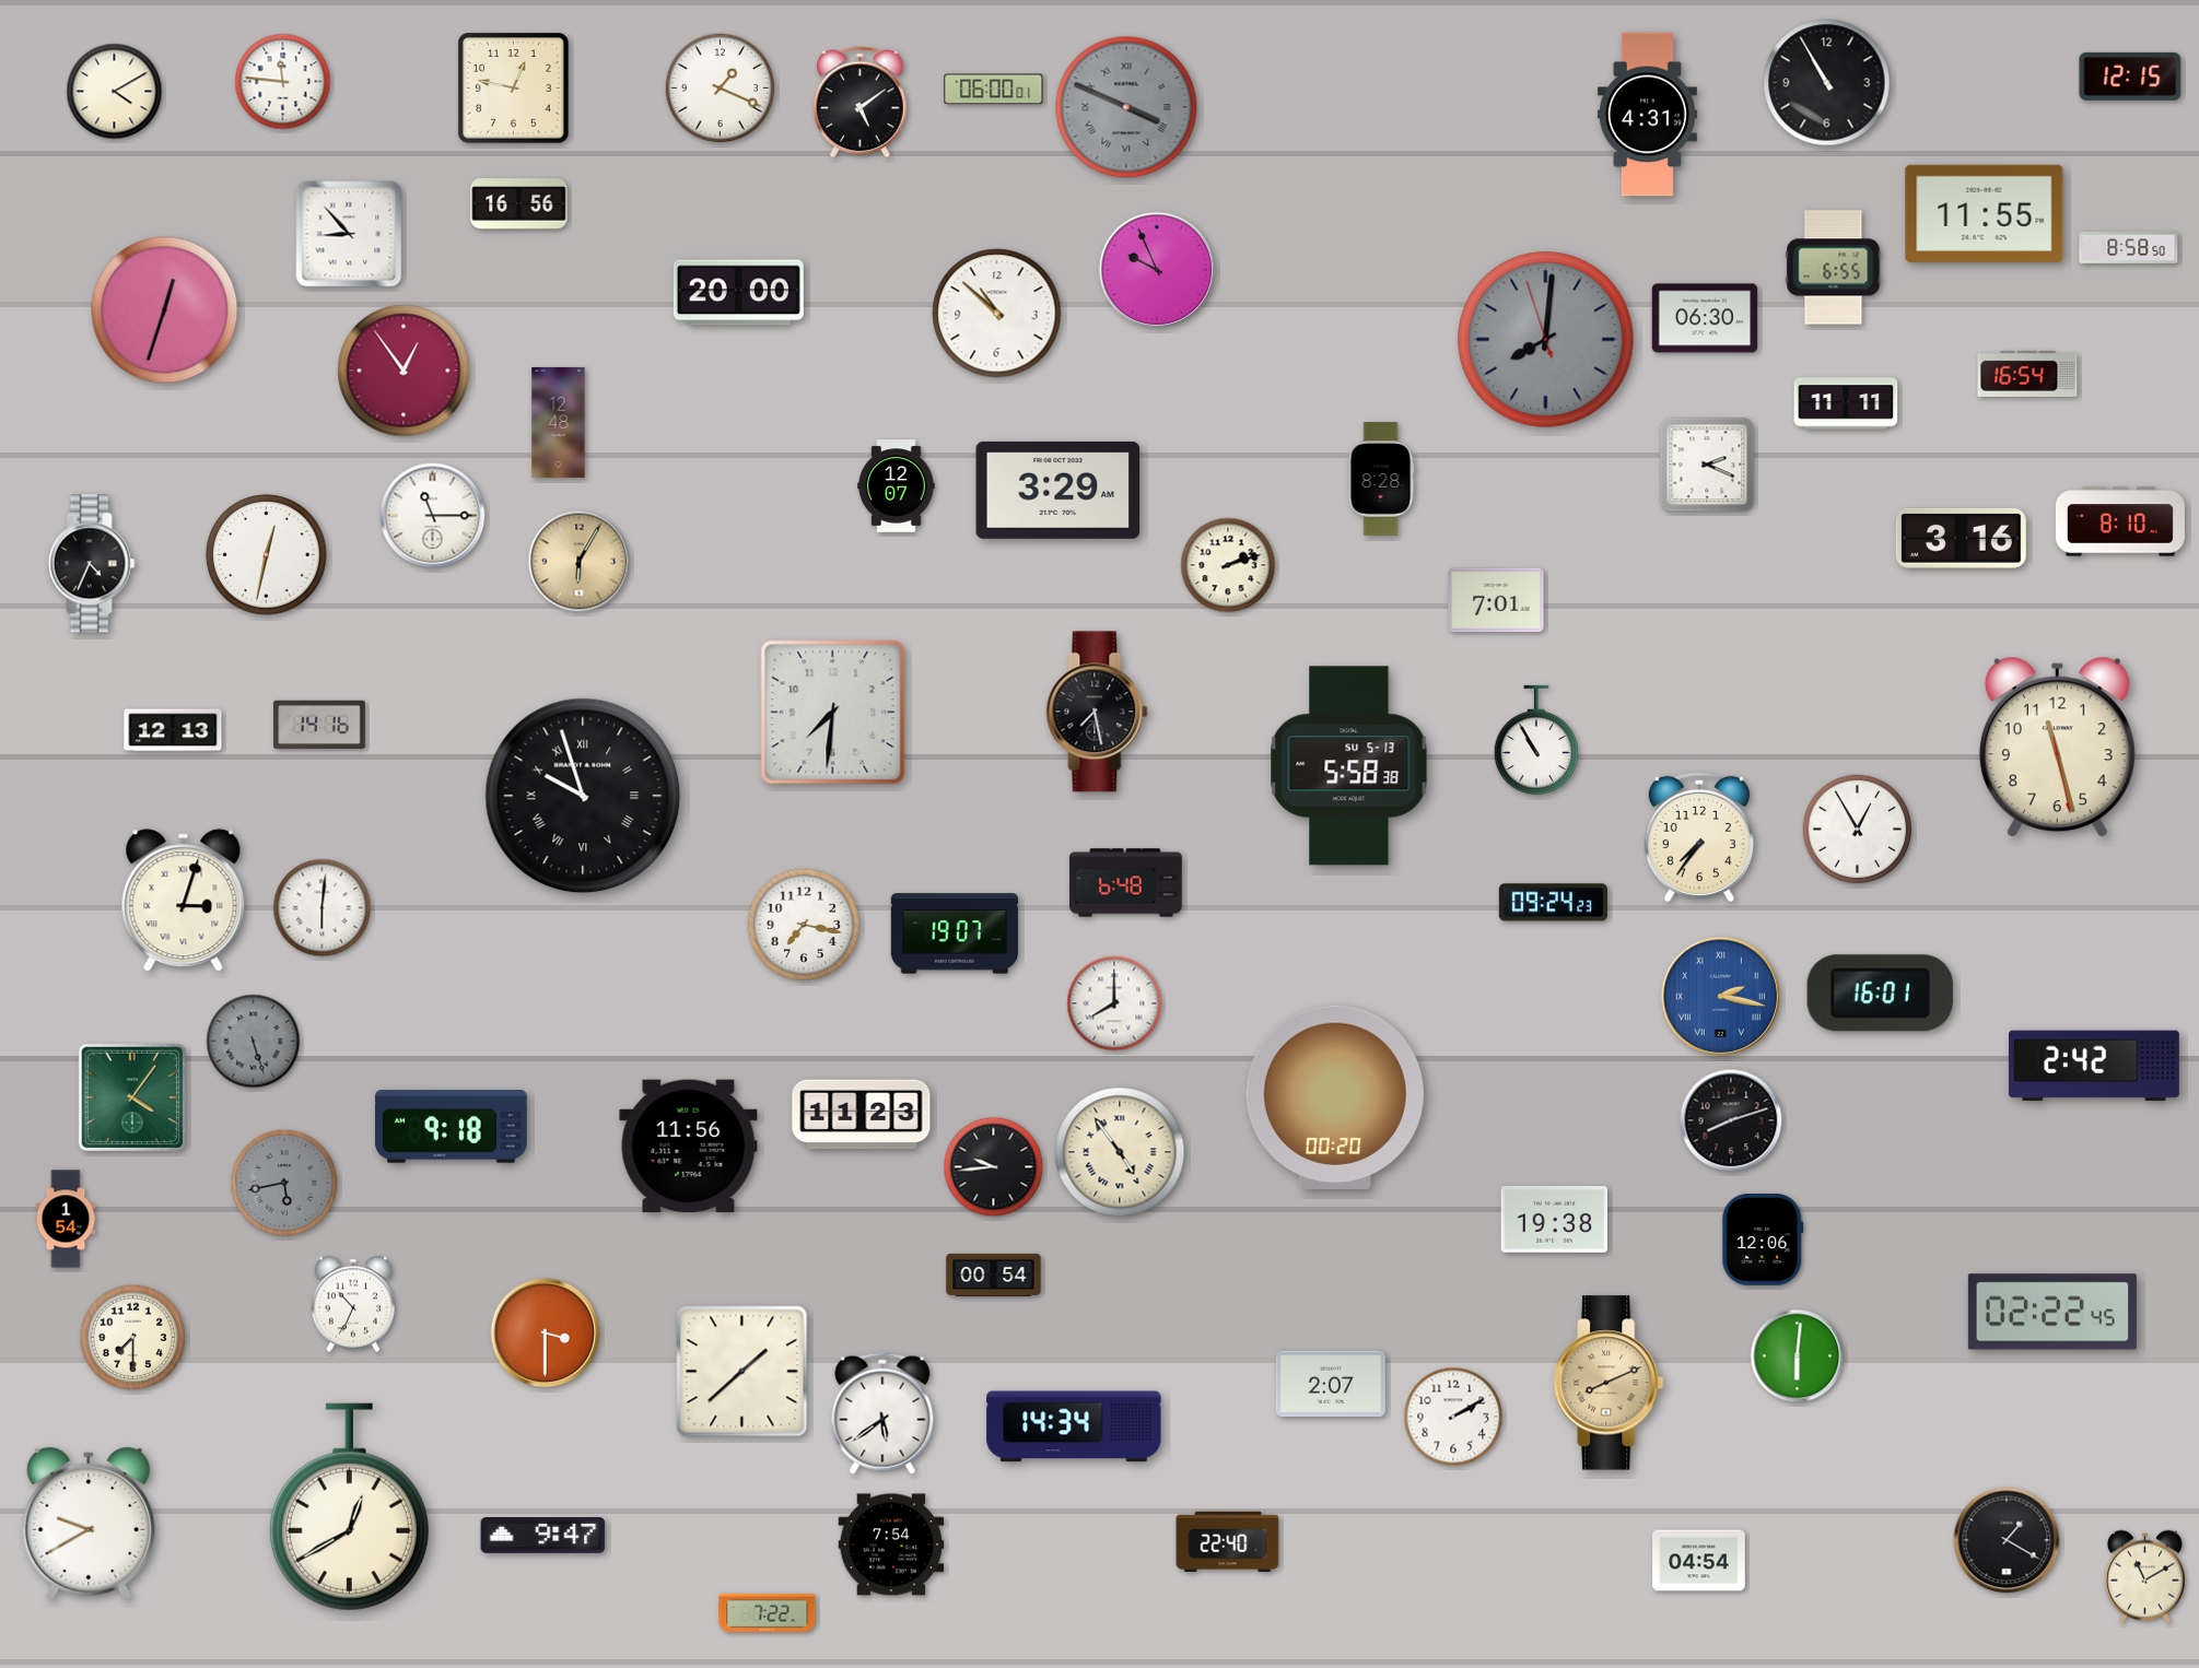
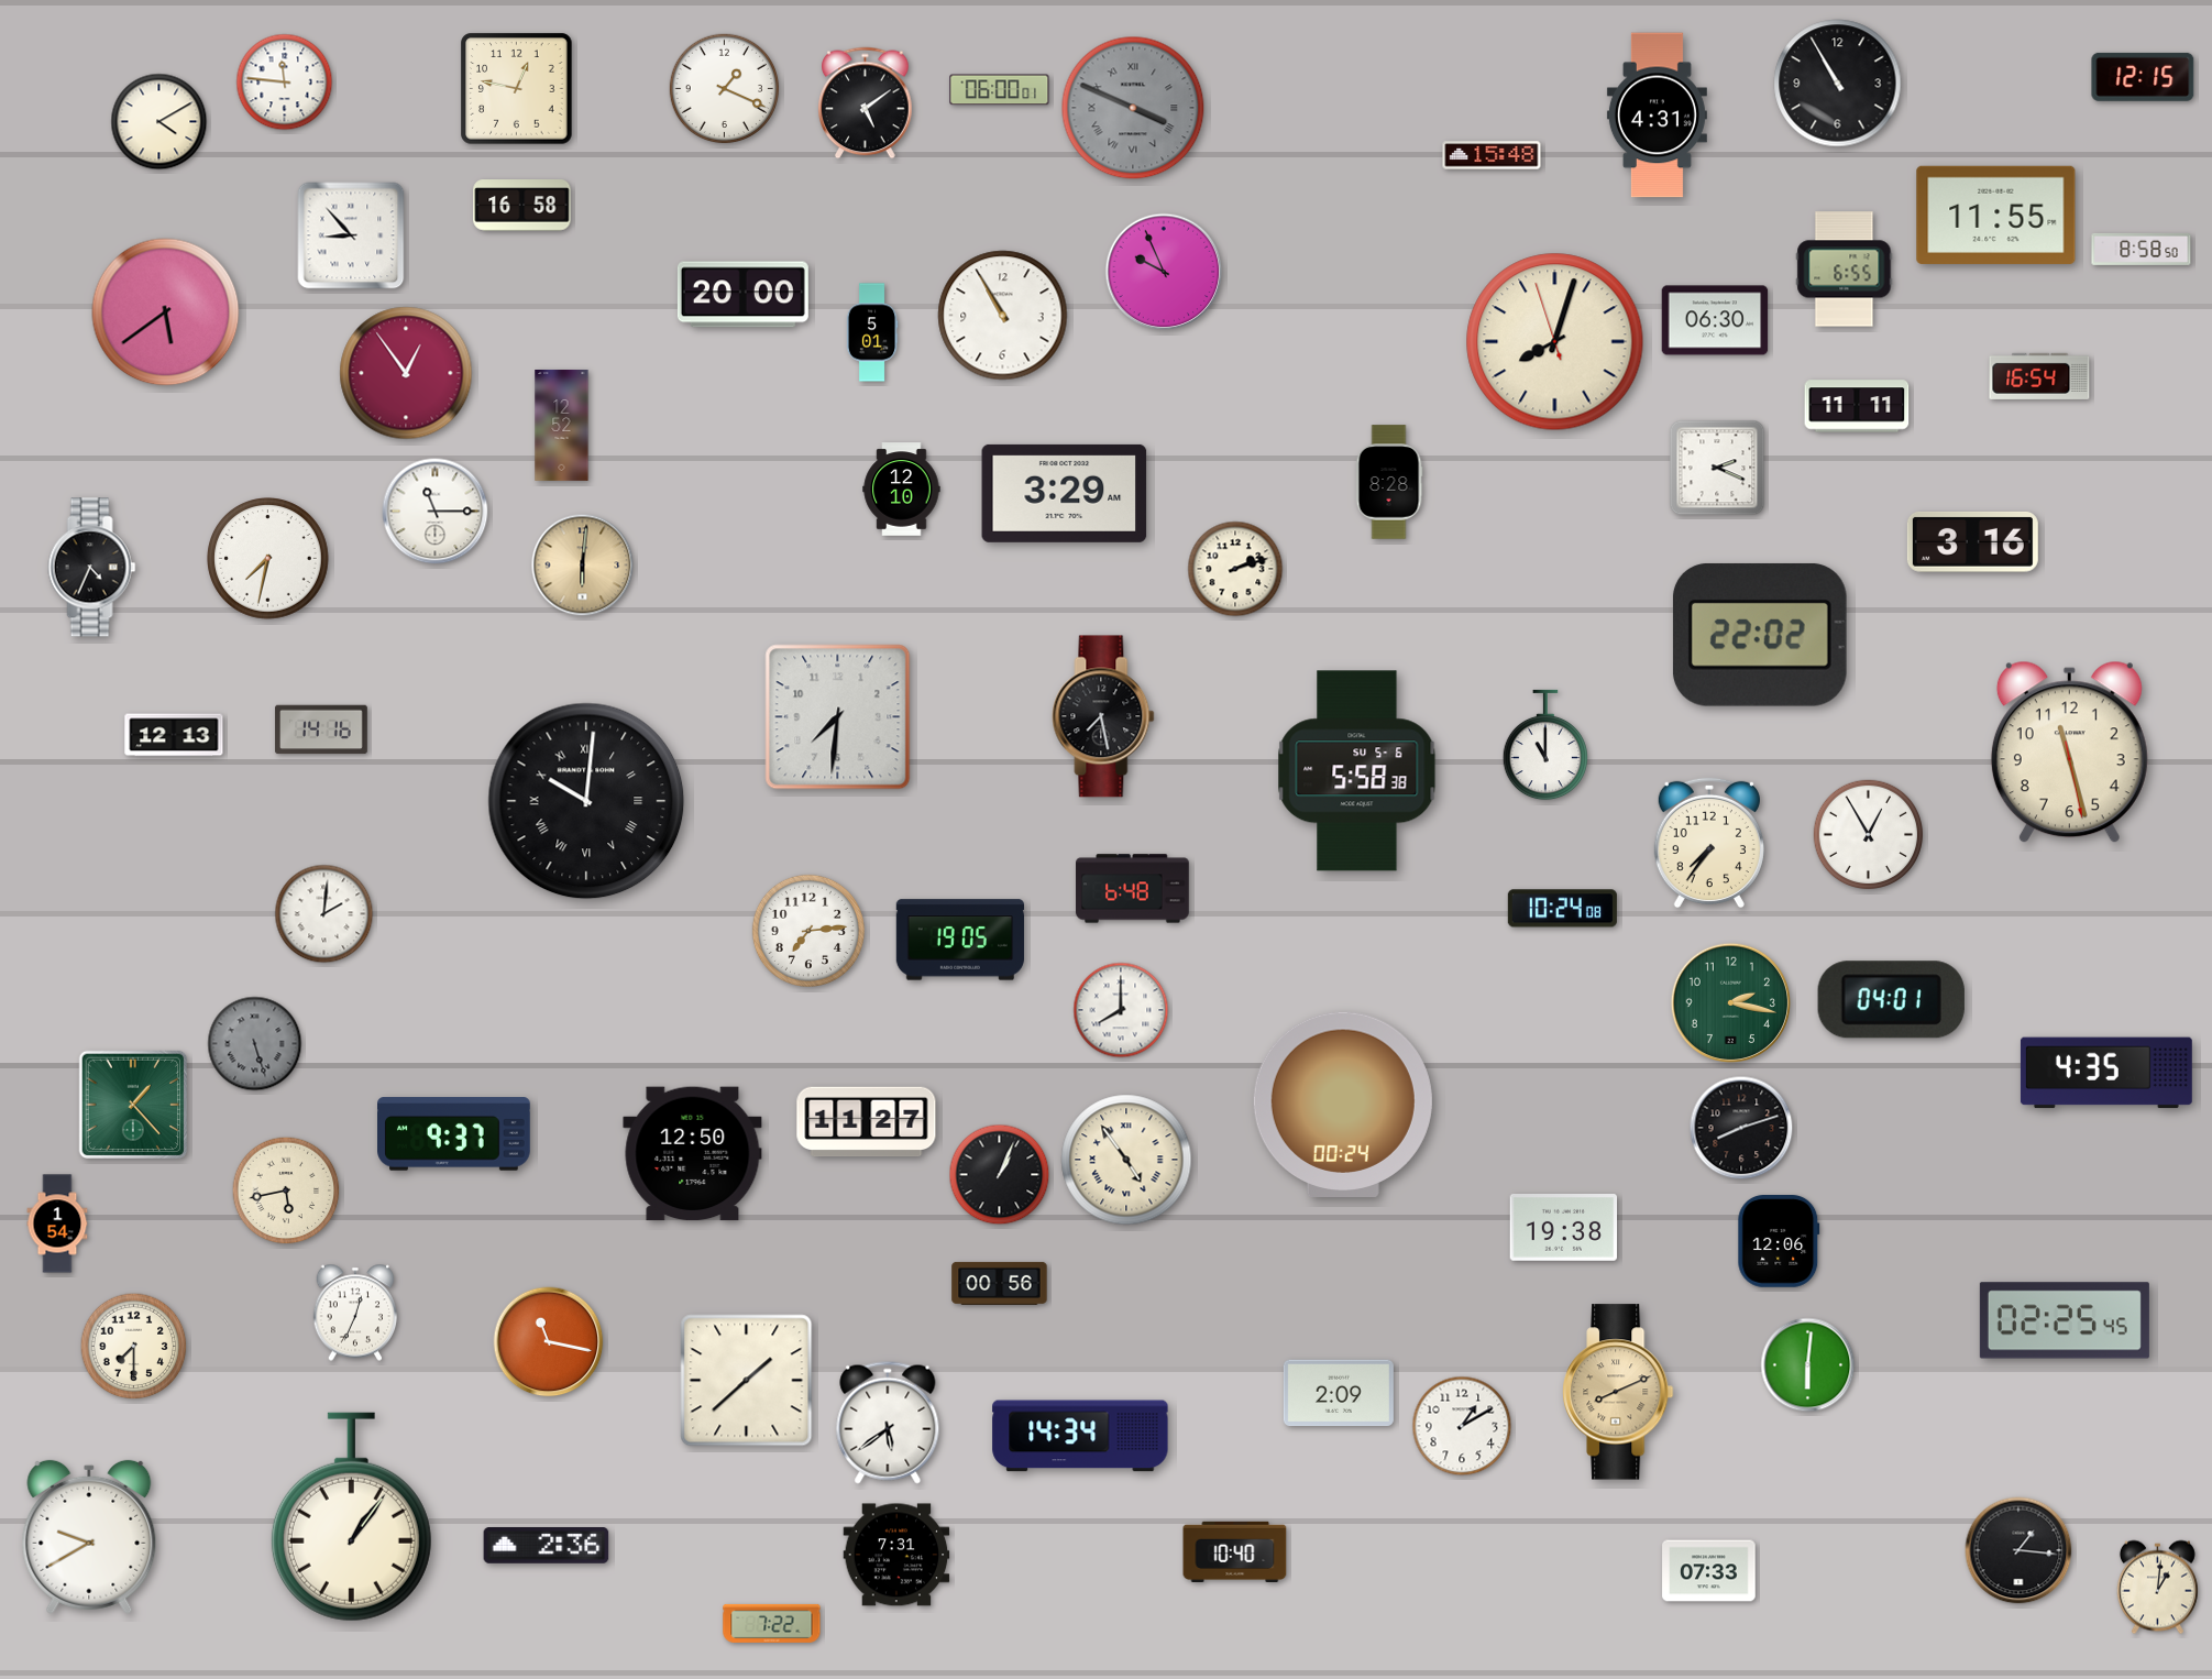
clock at (115, 92) position: (115, 92) -> (159, 122)
clock at (1492, 155): none -> 15:48
clock at (519, 204): 16:56 -> 16:58
clock at (165, 310): 12:33 -> 5:39
clock at (997, 314): 10:52 -> 10:55
clock at (872, 332): none -> 5:01
clock at (1546, 340): 8:00 -> 8:02
clock at (1546, 340) dial: grey -> cream
clock at (559, 422): 12:48 -> 12:52
clock at (897, 486): 12:07 -> 12:10
clock at (433, 516) position: (433, 516) -> (436, 512)
clock at (2120, 521): 8:10 -> none
clock at (267, 555): 12:32 -> 7:32
clock at (580, 562): 6:05 -> 6:01
clock at (1496, 600): 7:01 -> none
clock at (1760, 635): none -> 22:02
clock at (1536, 740): 10:55 -> 11:00
clock at (1349, 766) date: SU 5-13 -> SU 5-6
clock at (583, 796): 9:57 -> 10:01
clock at (184, 901): 3:03 -> none
clock at (1553, 903): 09:24 -> 10:24
clock at (323, 908): 6:01 -> 2:01
clock at (804, 925): 7:17 -> 7:14
clock at (955, 933): 19:07 -> 19:05
clock at (1880, 994): 16:01 -> 04:01
clock at (1720, 996) dial: blue -> green
clock at (1720, 996) numerals: Roman -> Arabic
clock at (254, 1042) position: (254, 1042) -> (255, 1044)
clock at (2094, 1066): 2:42 -> 4:35
clock at (132, 1097): 4:06 -> 1:23
clock at (1335, 1097): 00:20 -> 00:24
clock at (862, 1115): 11:23 -> 11:27
clock at (452, 1127): 9:18 -> 9:37
clock at (689, 1147): 11:56 -> 12:50
clock at (994, 1167): 9:44 -> 1:04
clock at (284, 1183) dial: grey -> cream
clock at (66, 1219) position: (66, 1219) -> (57, 1223)
clock at (1763, 1241) position: (1763, 1241) -> (1779, 1242)
clock at (994, 1275): 00:54 -> 00:56
clock at (353, 1304): 10:34 -> 12:34
clock at (2052, 1312): 02:22 -> 02:25
clock at (546, 1334): 3:30 -> 11:17
clock at (1331, 1384): 2:07 -> 2:09
clock at (1453, 1417): 2:10 -> 1:10
clock at (349, 1507): 12:40 -> 1:06
clock at (89, 1524) position: (89, 1524) -> (89, 1537)
clock at (543, 1536): 9:47 -> 2:36
clock at (2007, 1540): 1:20 -> 1:16
clock at (1228, 1541): 22:40 -> 10:40
clock at (891, 1544): 7:54 -> 7:31
clock at (1699, 1561): 04:54 -> 07:33
clock at (2144, 1577): 11:10 -> 1:01
